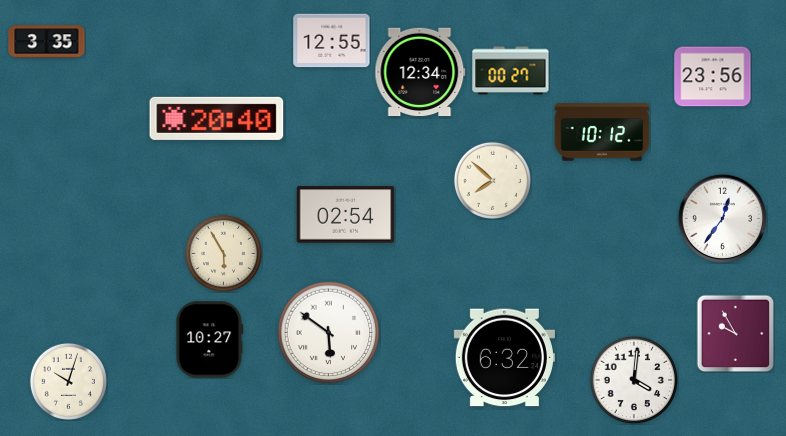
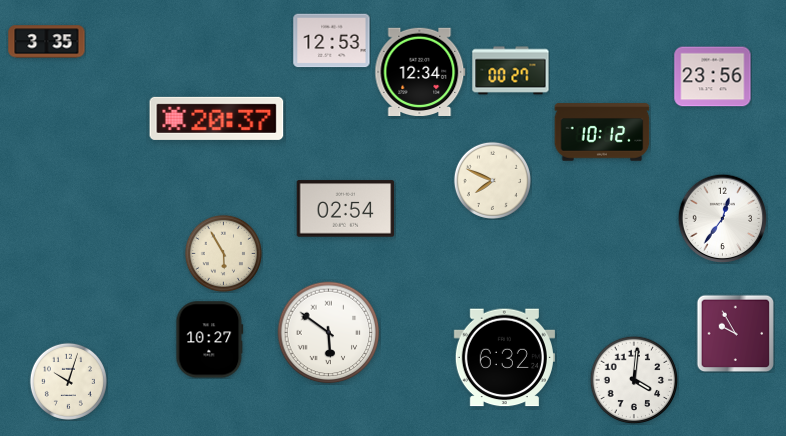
clock at (332, 41): 12:55 -> 12:53
clock at (217, 118): 20:40 -> 20:37
clock at (492, 180): 7:52 -> 7:49
clock at (346, 215) position: (346, 215) -> (346, 209)
